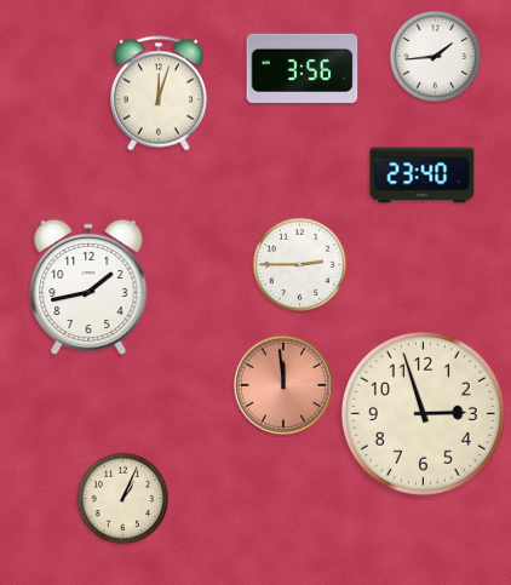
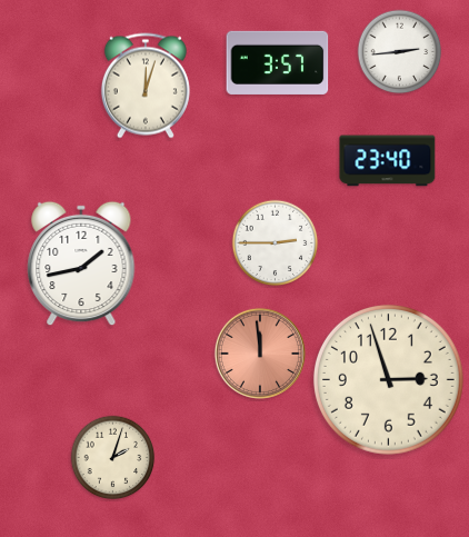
clock at (436, 57): 1:44 -> 2:44
clock at (303, 68): 3:56 -> 3:57
clock at (124, 499): 1:04 -> 2:03
